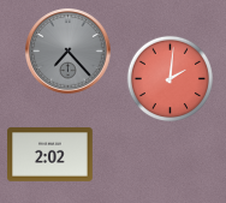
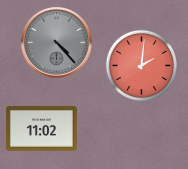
clock at (69, 52): 7:23 -> 4:23
clock at (50, 155): 2:02 -> 11:02
